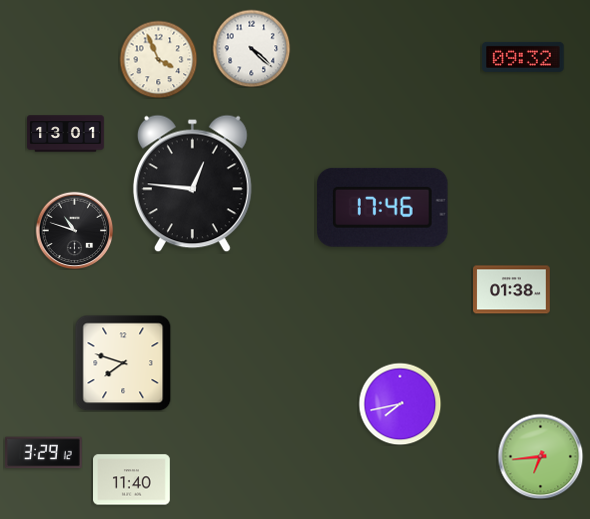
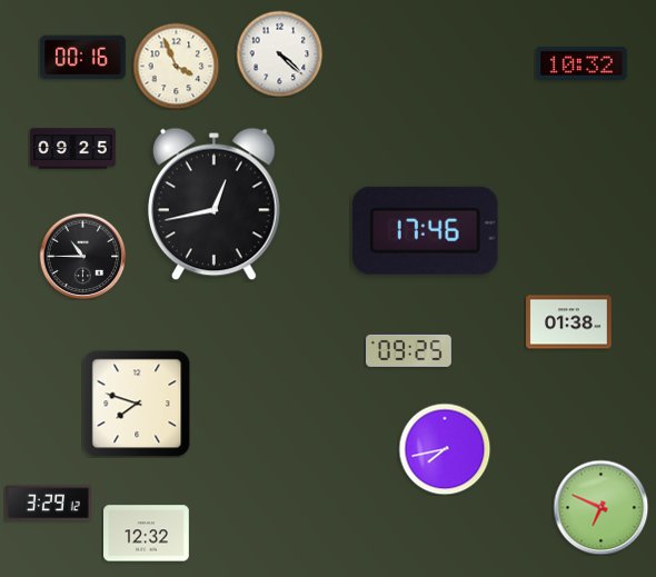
clock at (83, 58): none -> 00:16
clock at (523, 57): 09:32 -> 10:32
clock at (66, 134): 13:01 -> 09:25
clock at (192, 184): 12:46 -> 12:43
clock at (74, 230): 10:48 -> 10:45
clock at (409, 350): none -> 09:25
clock at (540, 456): 6:44 -> 6:49
clock at (132, 480): 11:40 -> 12:32
